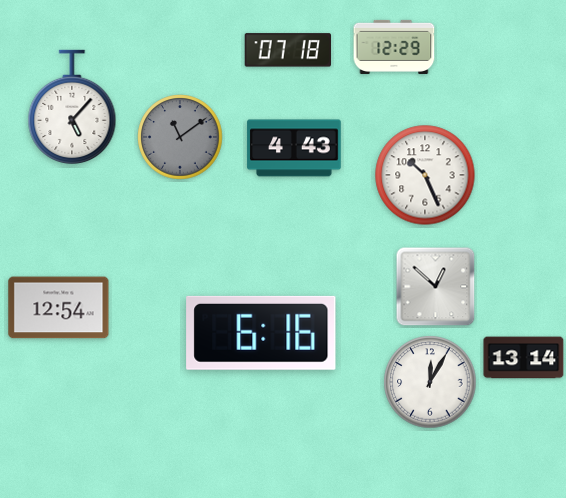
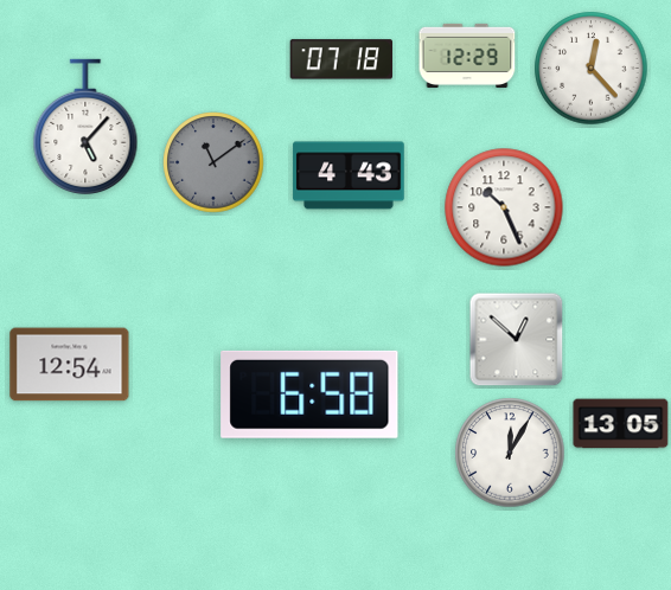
clock at (592, 69): none -> 12:23
clock at (261, 333): 6:16 -> 6:58
clock at (524, 358): 13:14 -> 13:05
